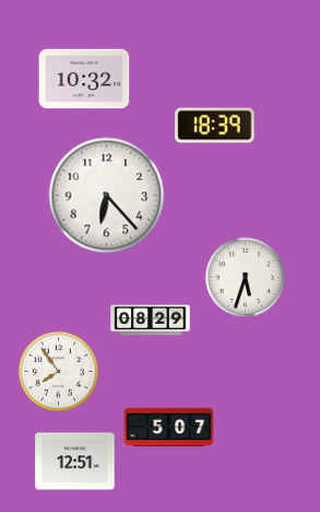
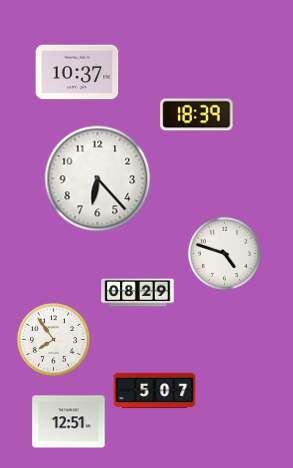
clock at (84, 79): 10:32 -> 10:37
clock at (245, 277): 5:33 -> 4:48
